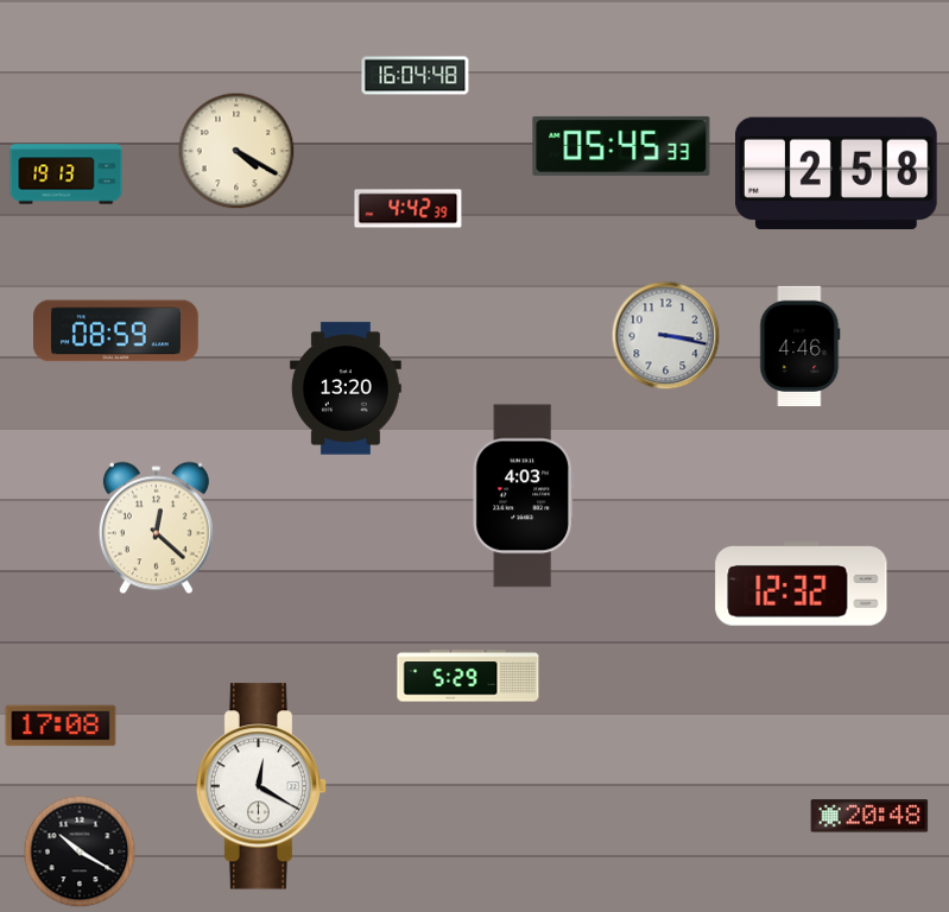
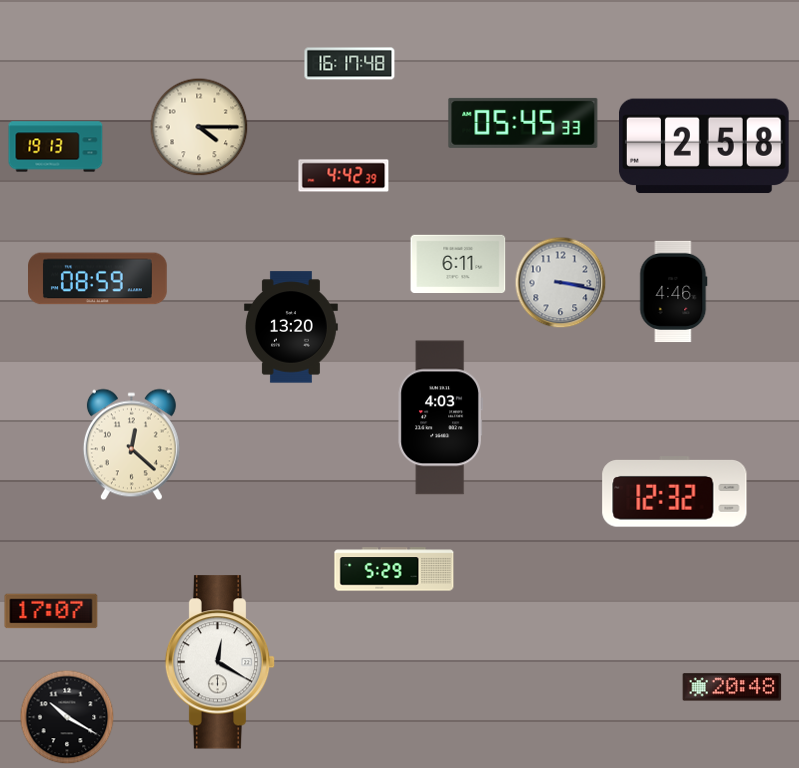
clock at (416, 76): 16:04 -> 16:17
clock at (236, 151): 4:20 -> 4:15
clock at (458, 263): none -> 6:11
clock at (61, 726): 17:08 -> 17:07
